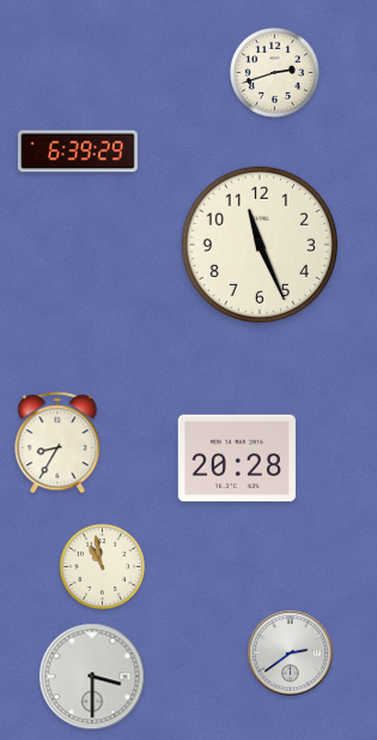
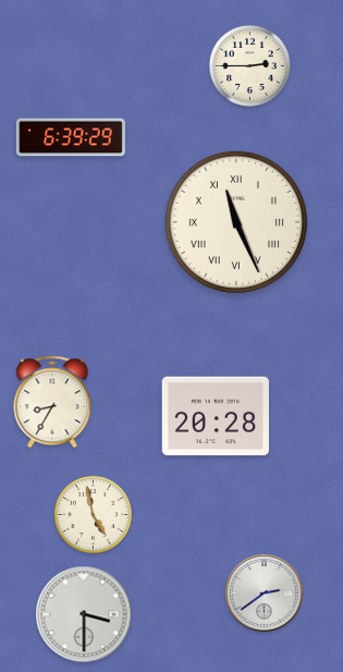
clock at (274, 72): 2:42 -> 2:45
clock at (260, 245) numerals: Arabic -> Roman
clock at (102, 566): 10:58 -> 4:58
